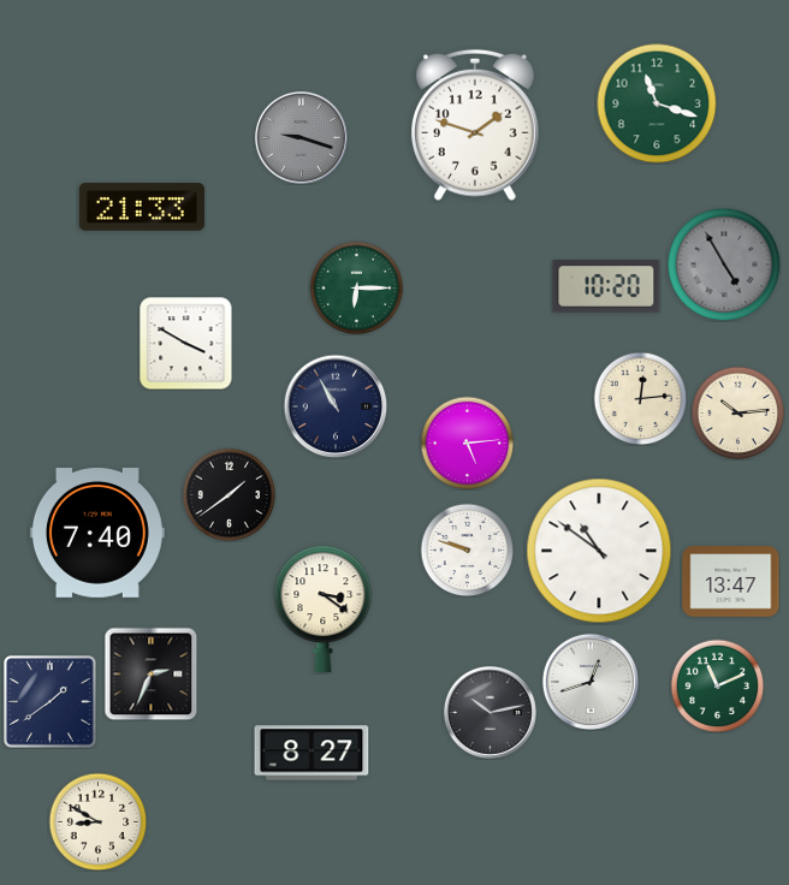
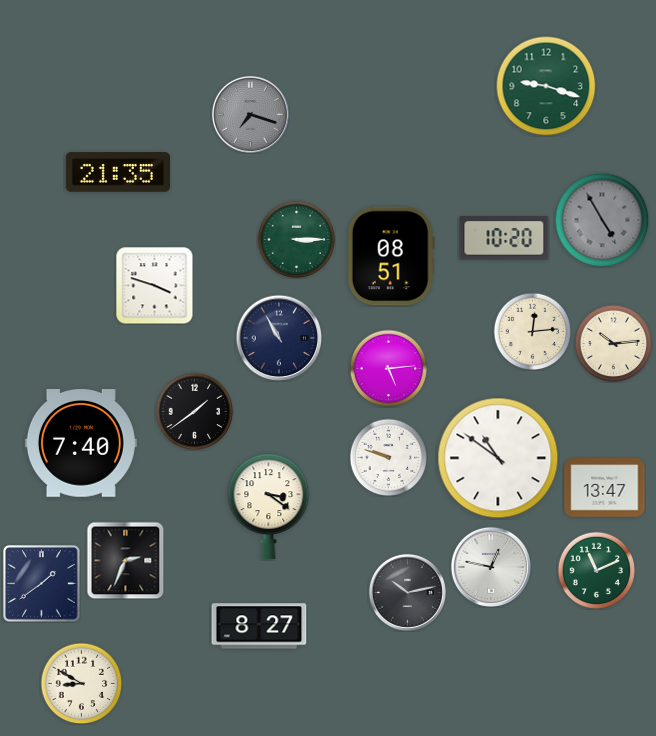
clock at (657, 103): 11:18 -> 9:18
clock at (476, 125): 1:48 -> none
clock at (301, 137): 9:18 -> 7:18
clock at (141, 207): 21:33 -> 21:35
clock at (356, 287): 6:15 -> 3:15
clock at (391, 256): none -> 08:51
clock at (185, 343): 3:50 -> 3:48
clock at (229, 494) position: (229, 494) -> (194, 411)
clock at (731, 582) position: (731, 582) -> (605, 488)
clock at (591, 682): 12:42 -> 12:47
